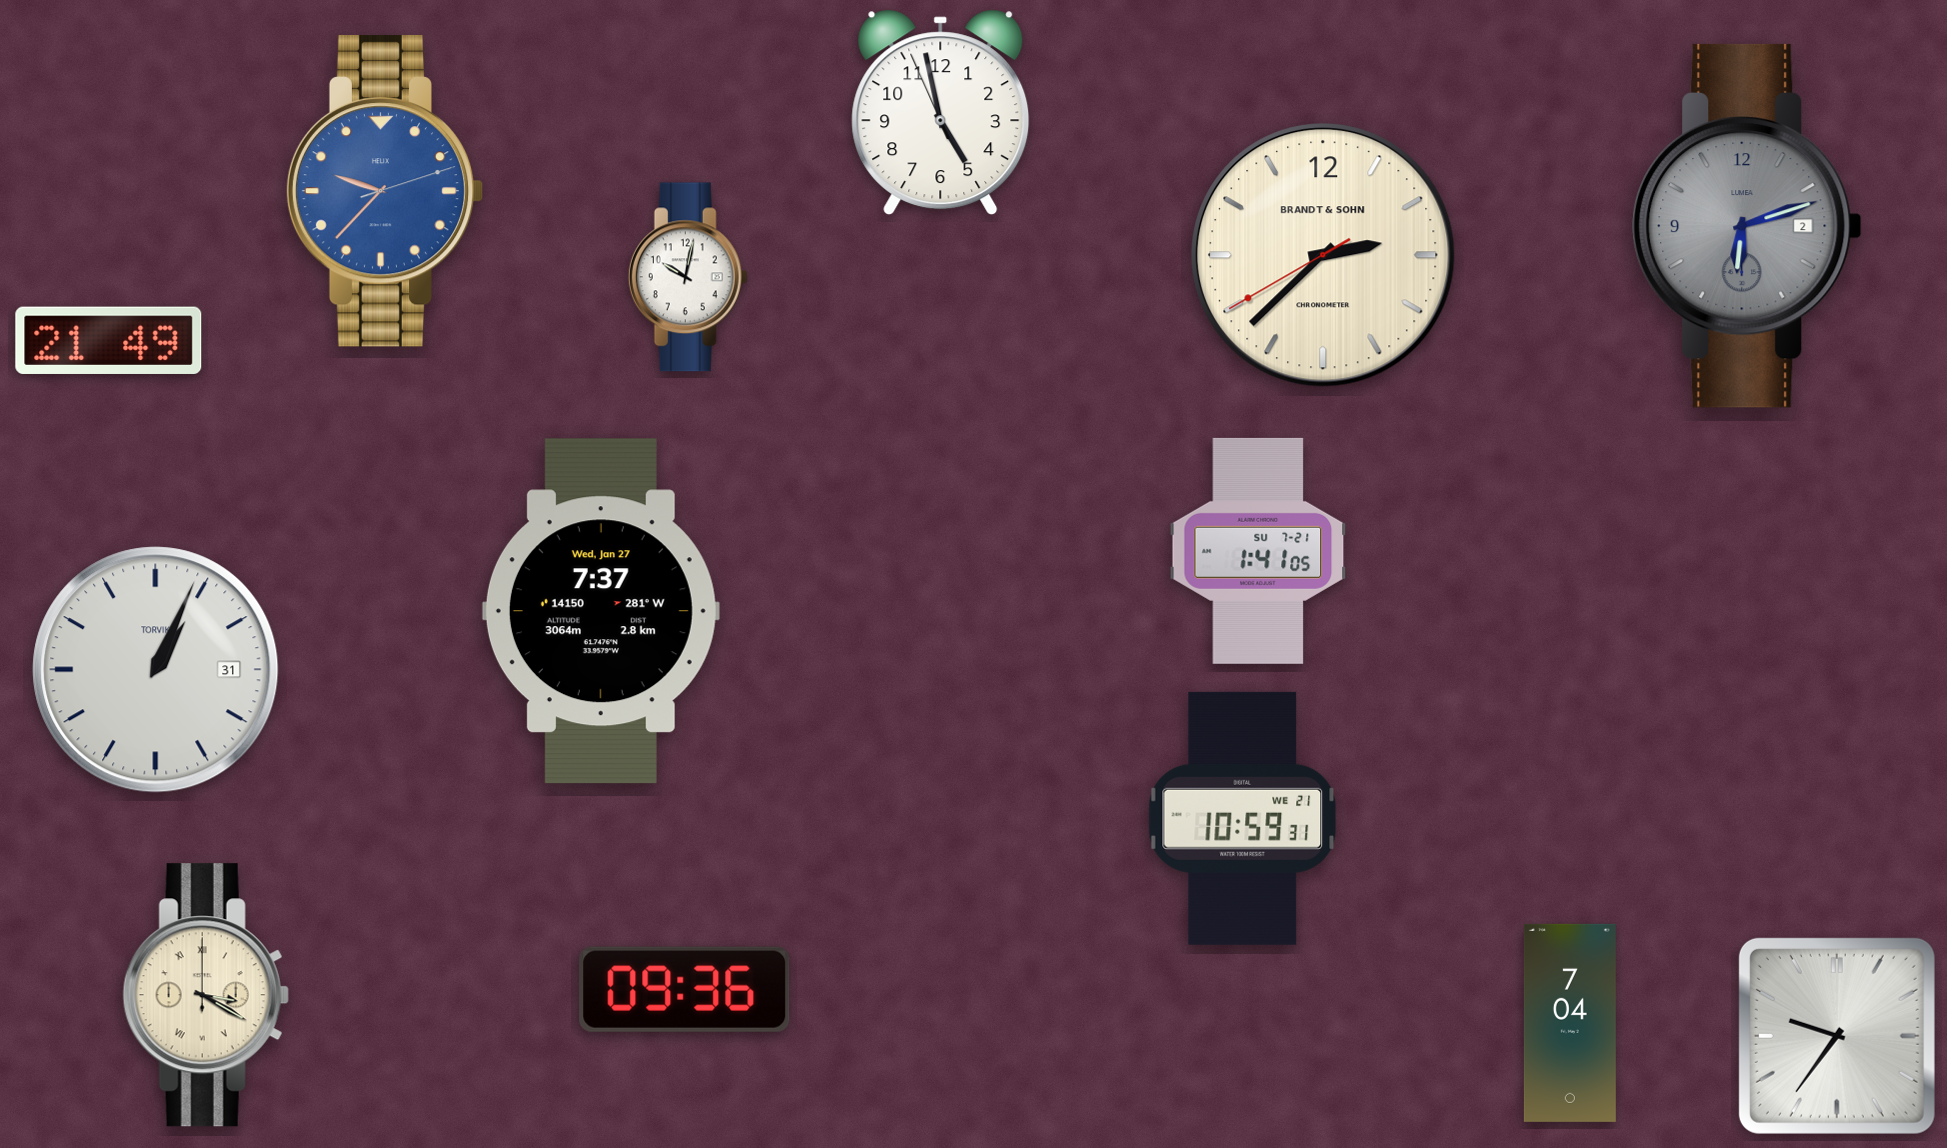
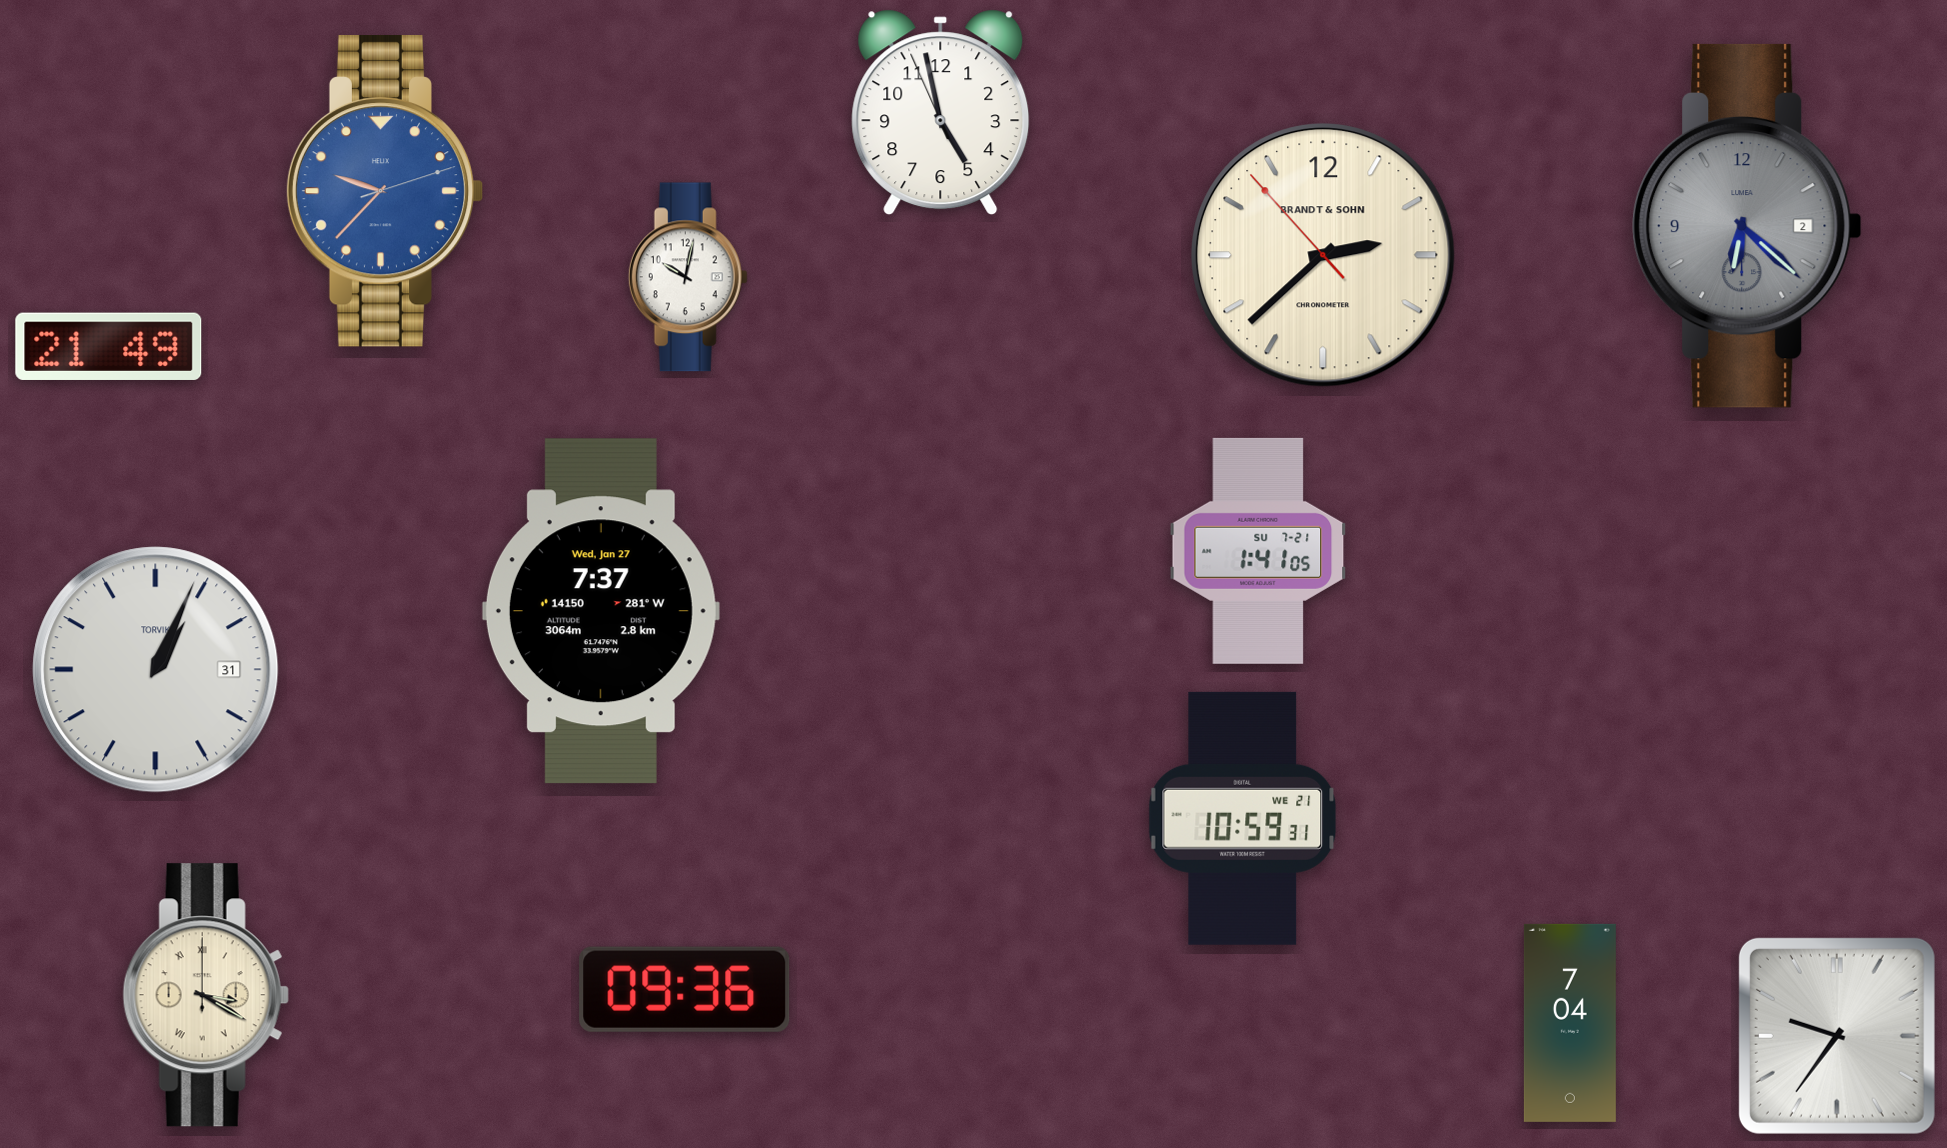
clock at (1747, 226): 6:12 -> 6:22
clock at (1323, 255): 2:37:40 -> 2:37:53
clock at (109, 340) position: (109, 340) -> (109, 346)
